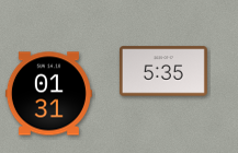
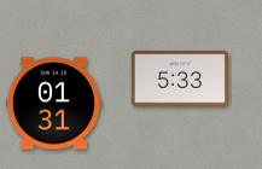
clock at (163, 71): 5:35 -> 5:33
